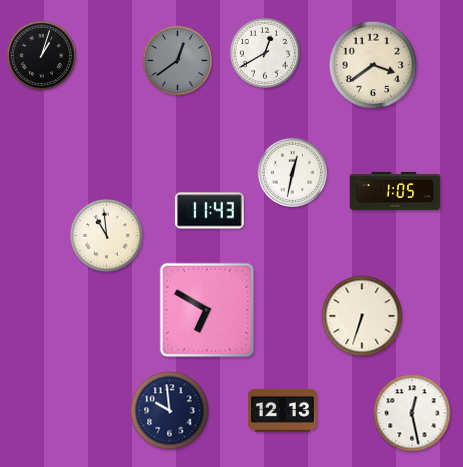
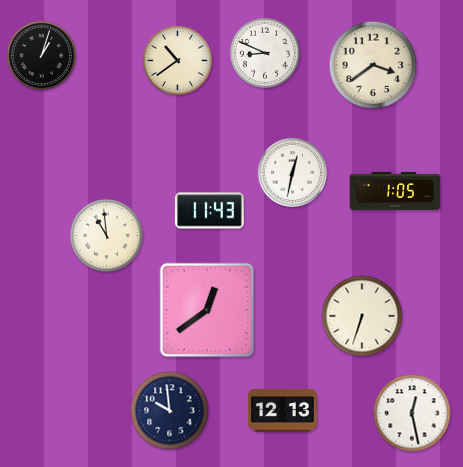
clock at (265, 53): 12:40 -> 8:49
clock at (177, 60): 12:39 -> 10:39
clock at (177, 60) dial: grey -> cream
clock at (207, 310): 6:50 -> 12:39
